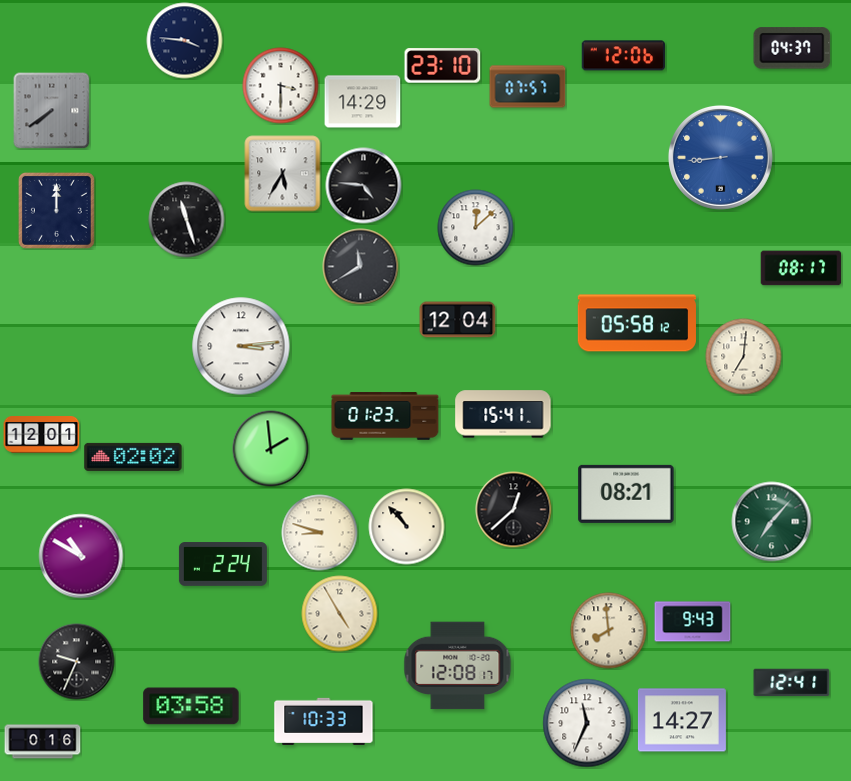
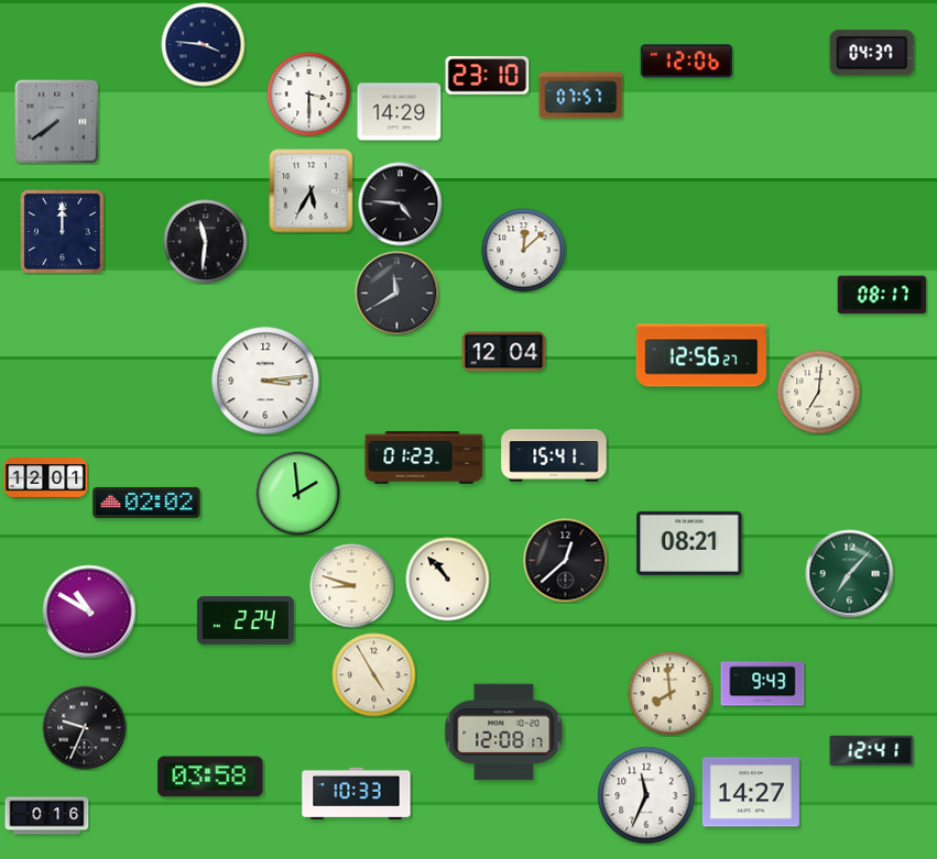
clock at (443, 66) position: (443, 66) -> (488, 76)
clock at (720, 157): 8:44 -> none
clock at (187, 220): 11:27 -> 11:31
clock at (637, 323): 05:58 -> 12:56
